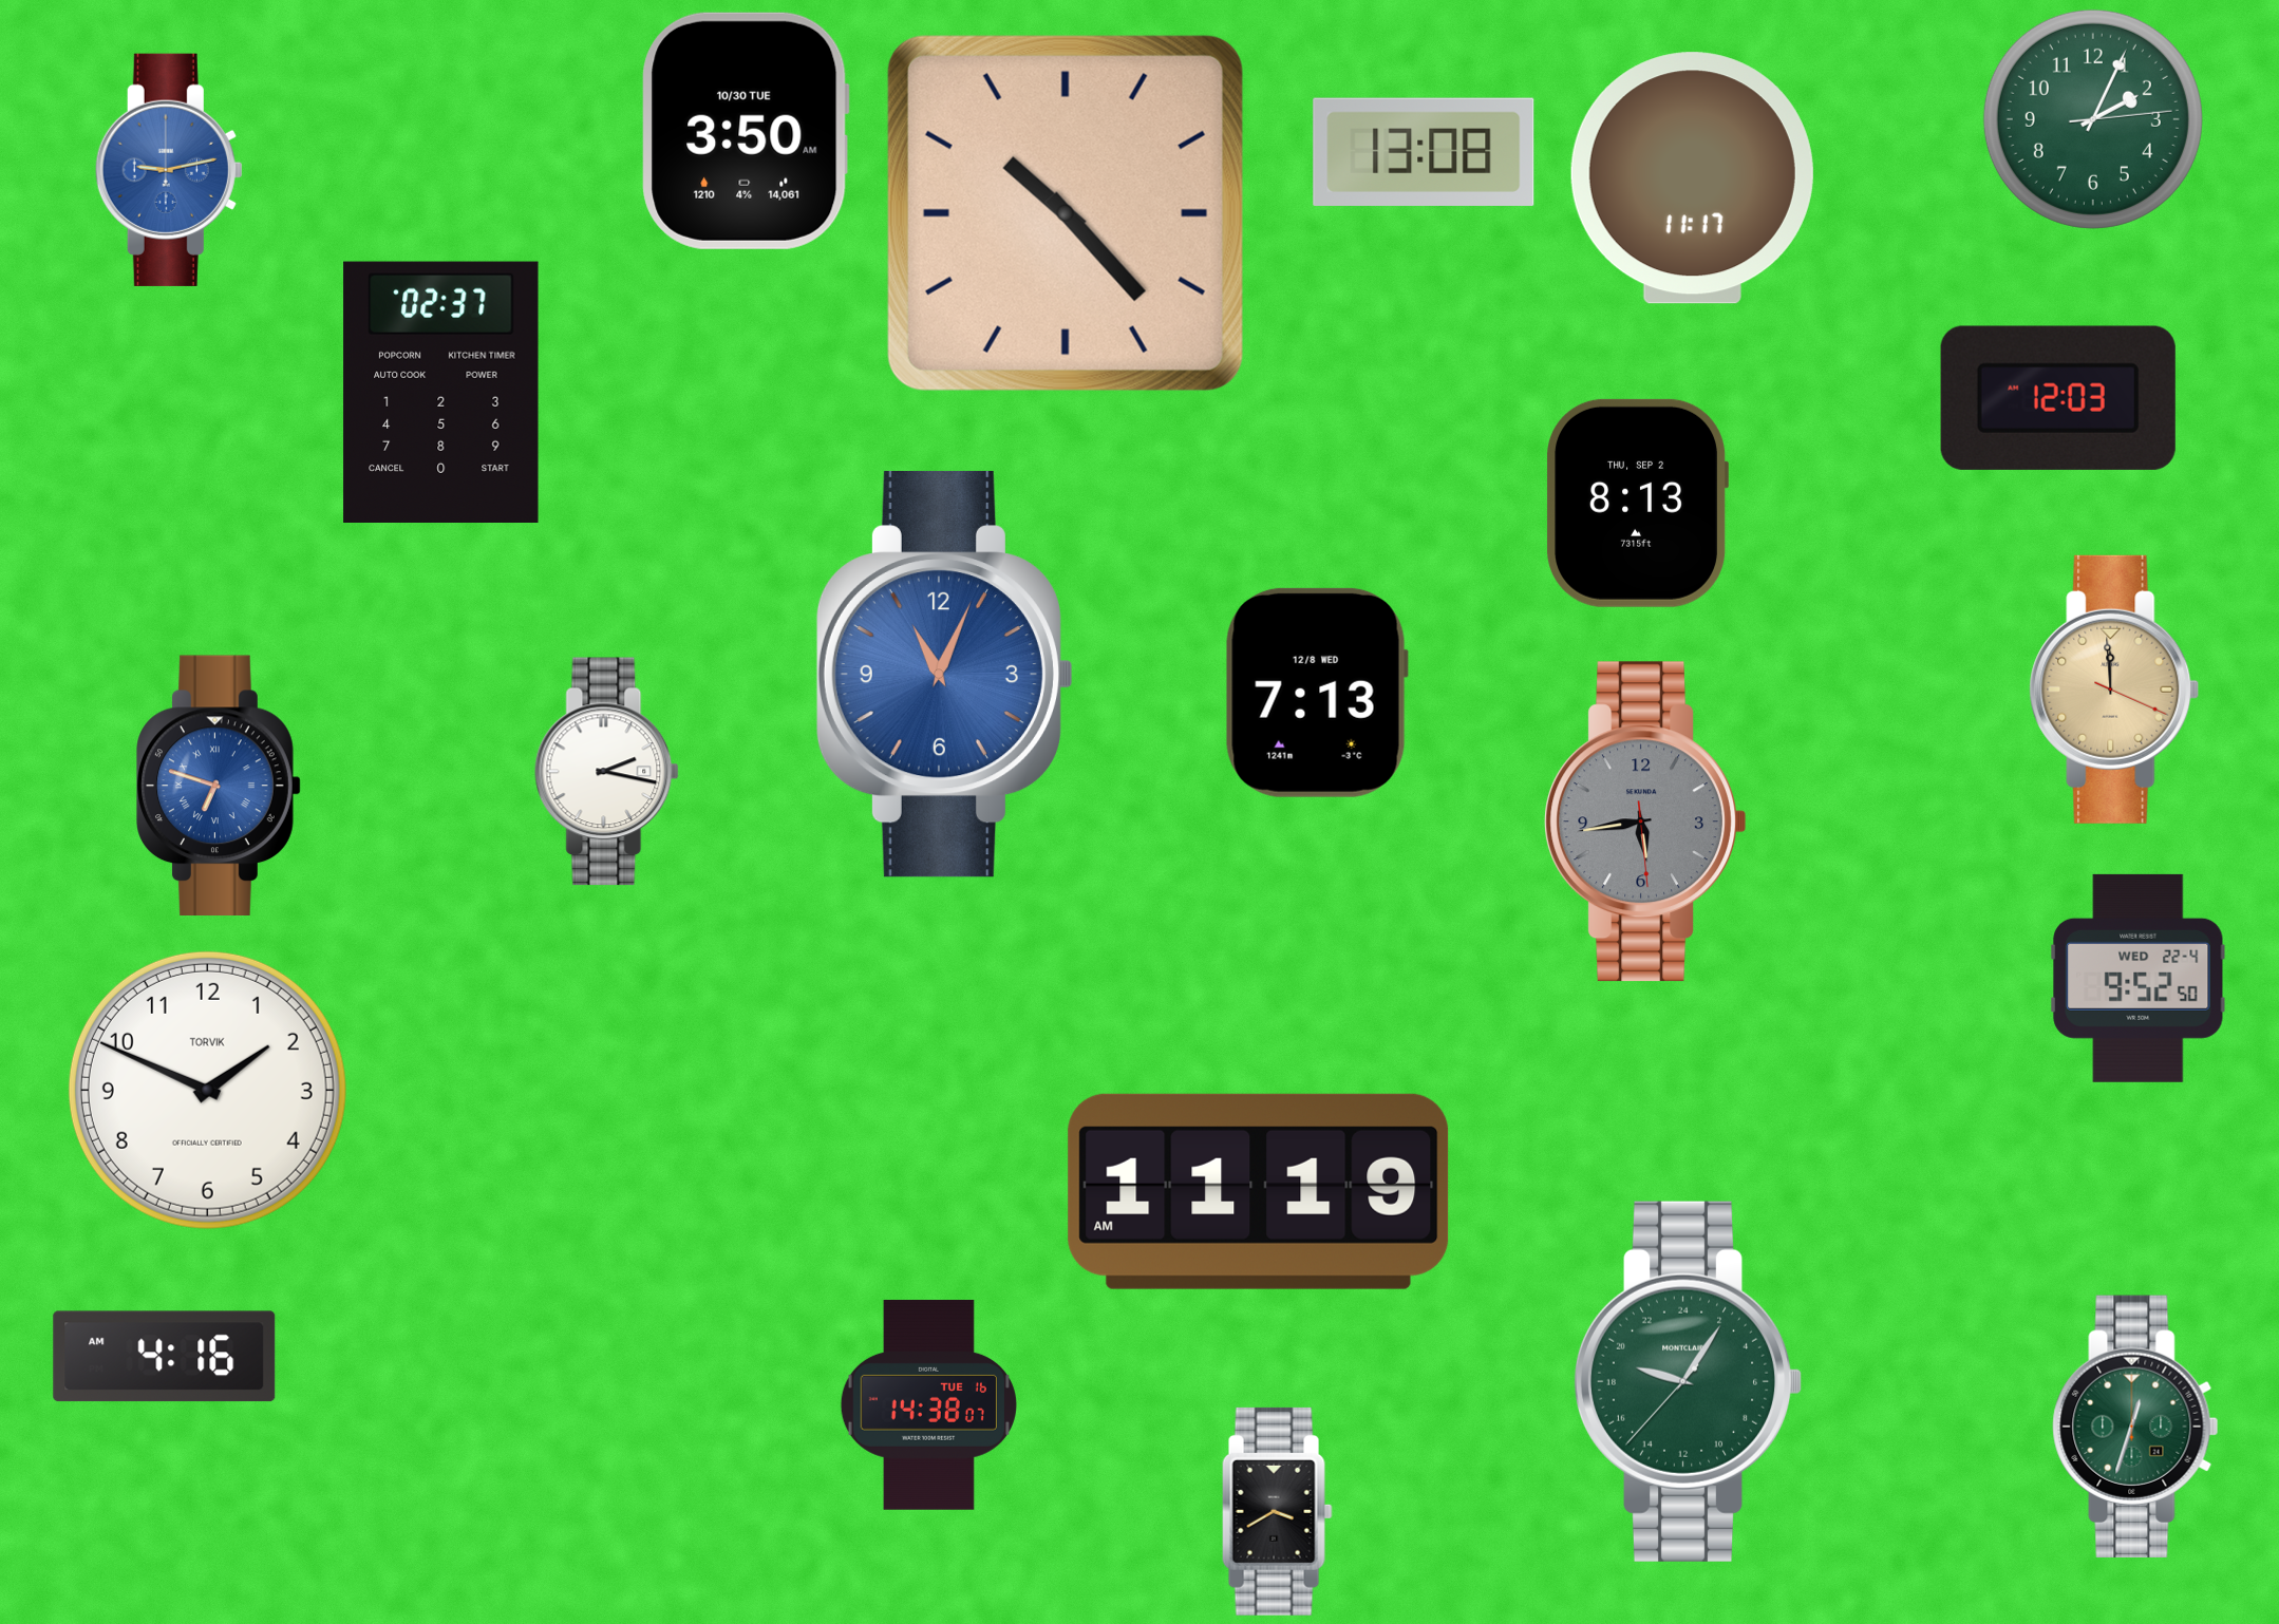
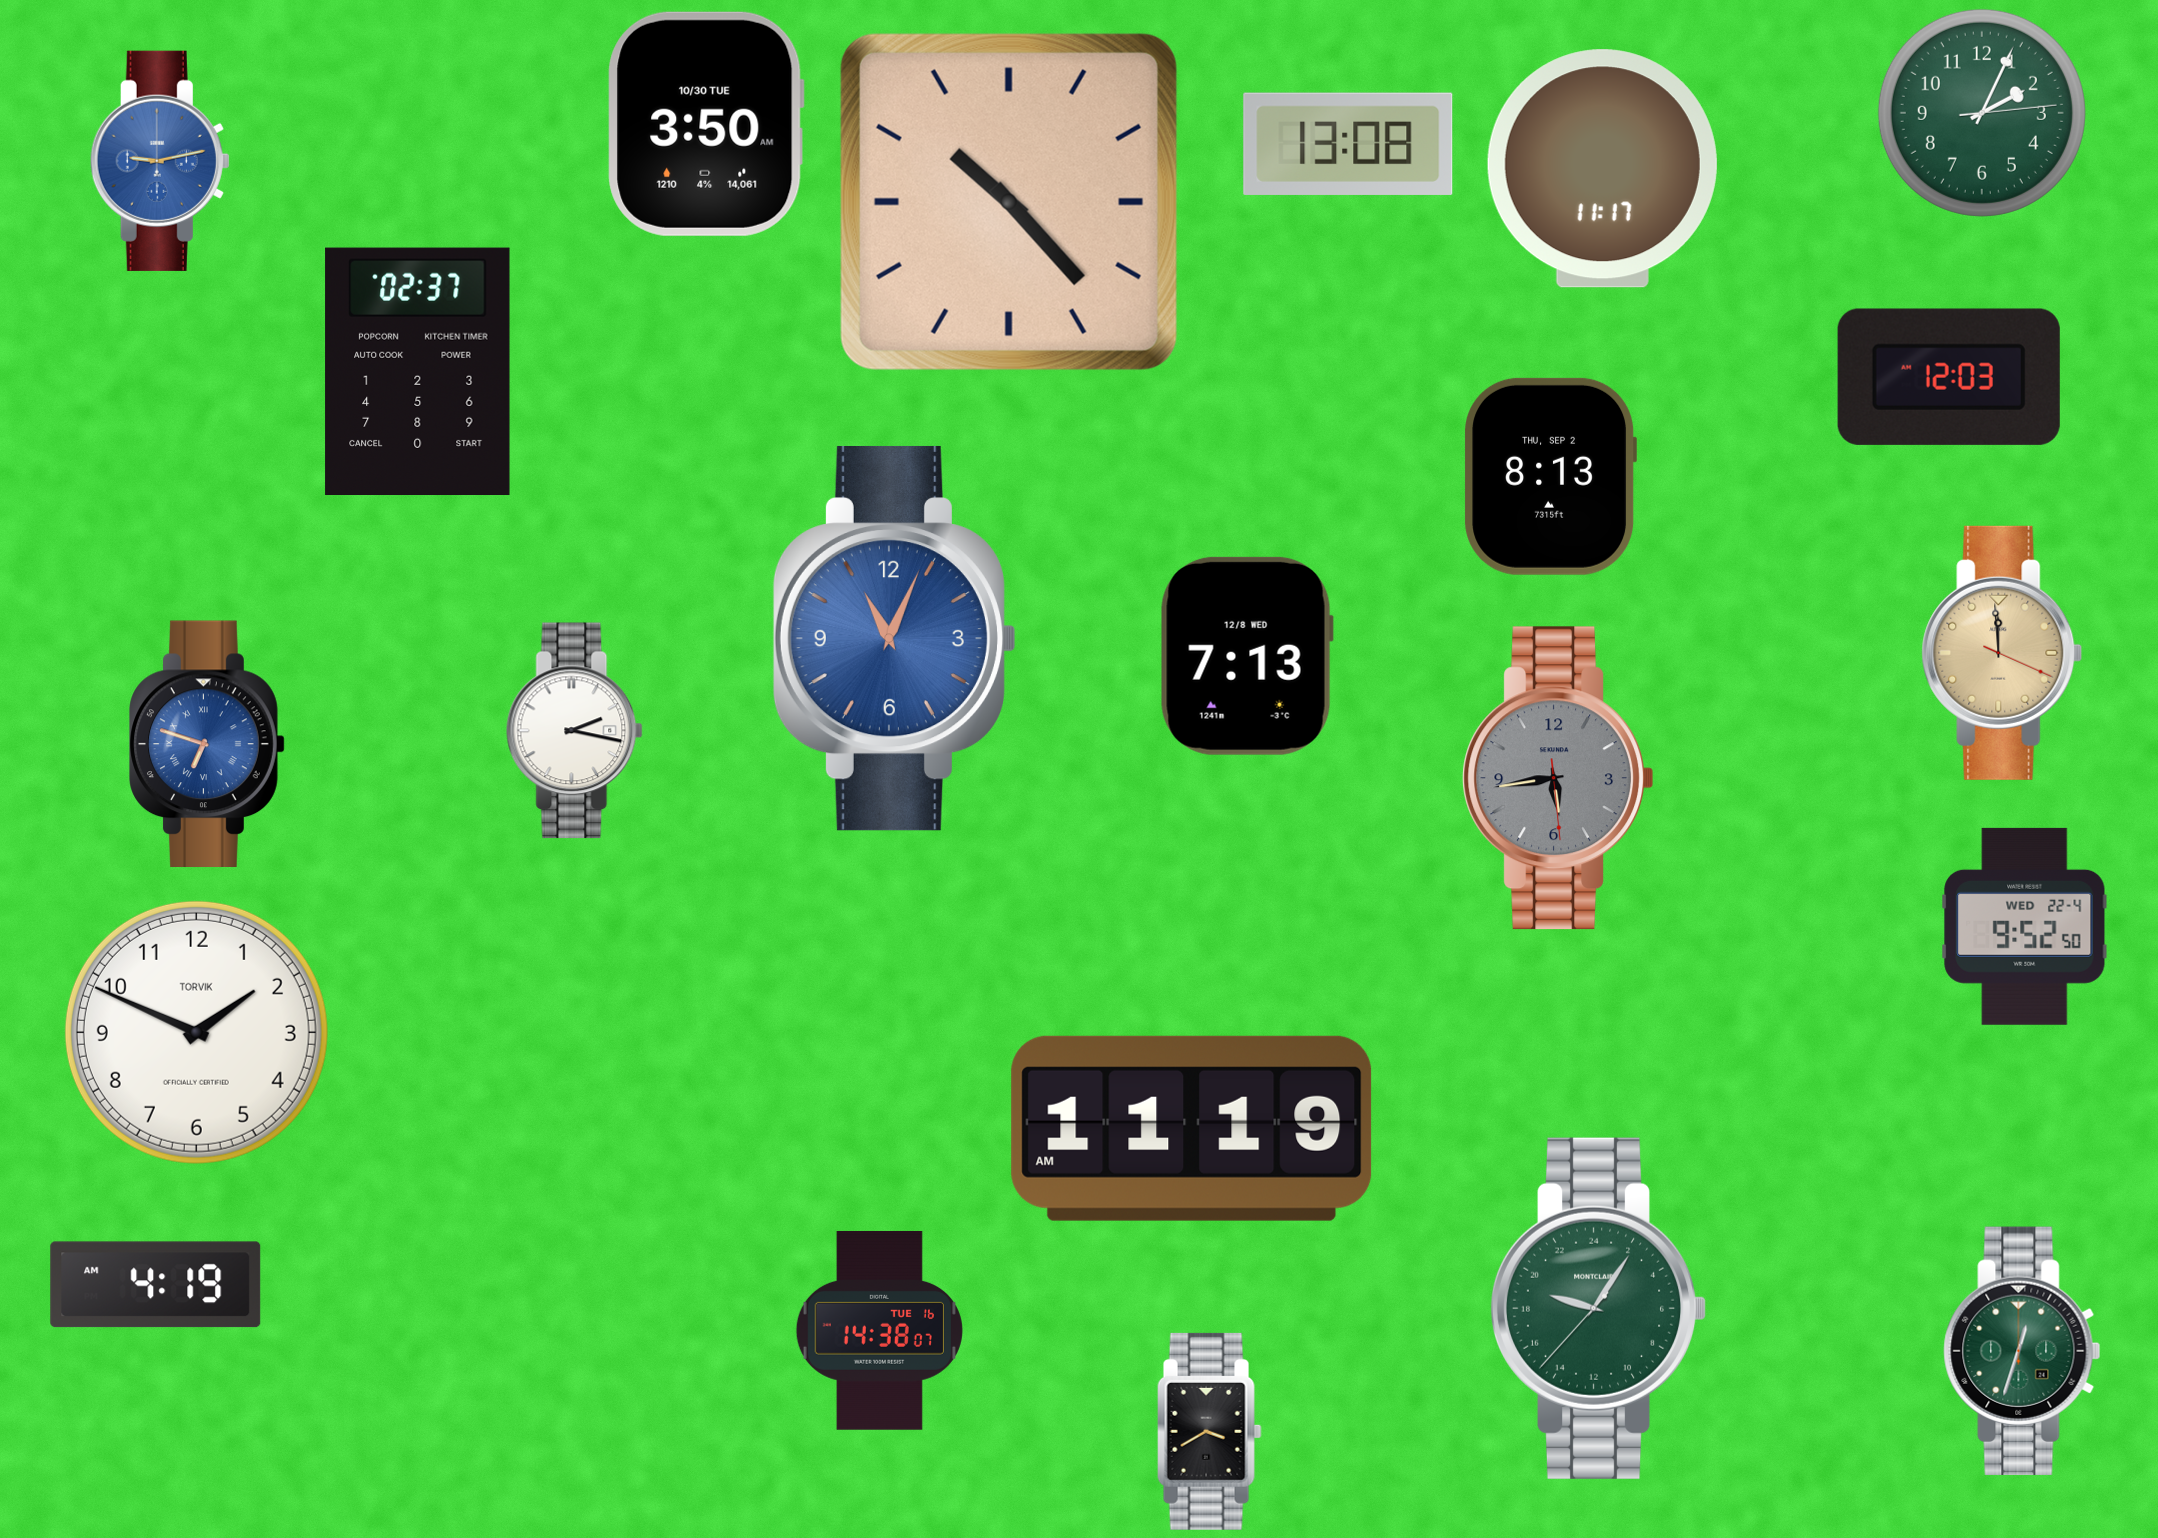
clock at (165, 1357): 4:16 -> 4:19
